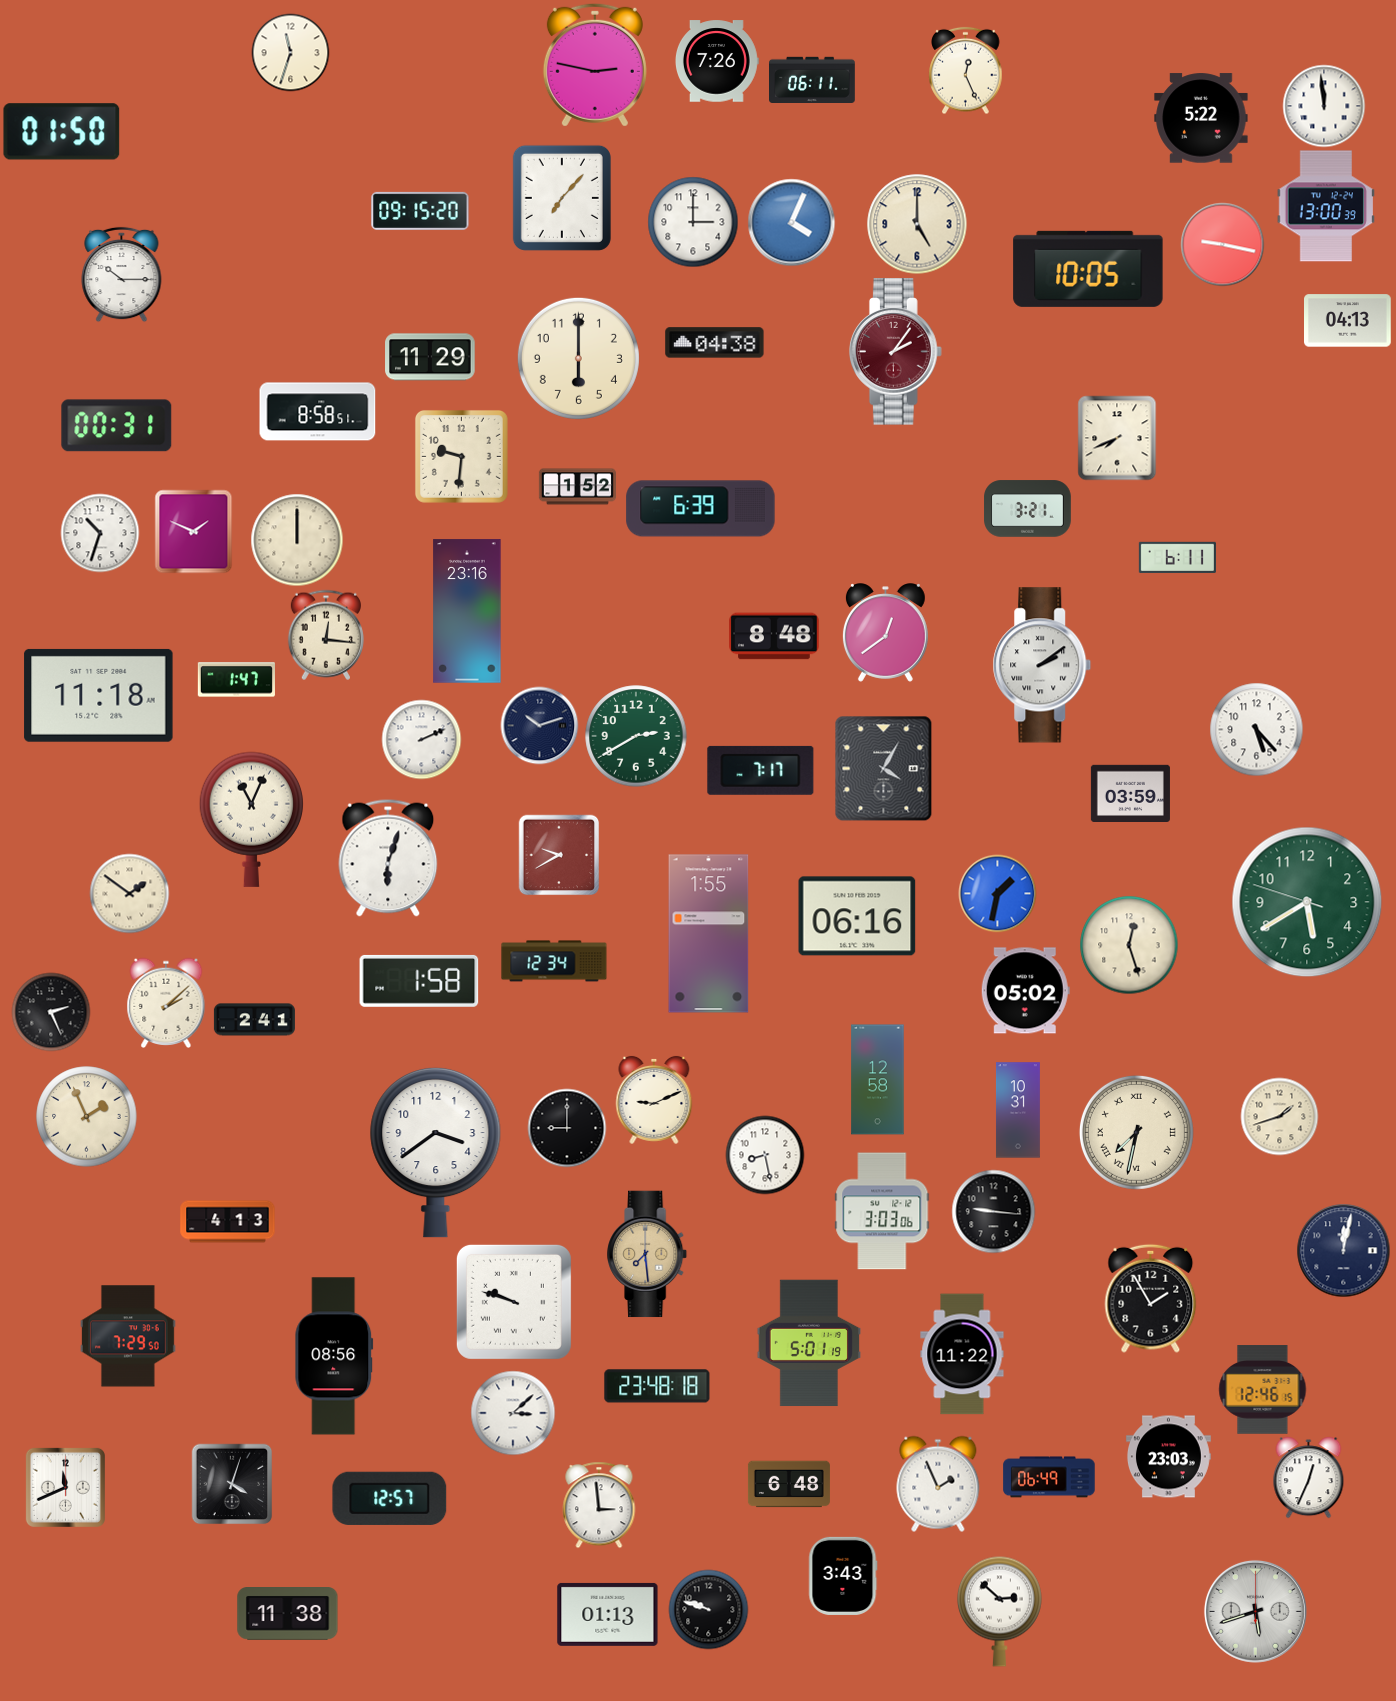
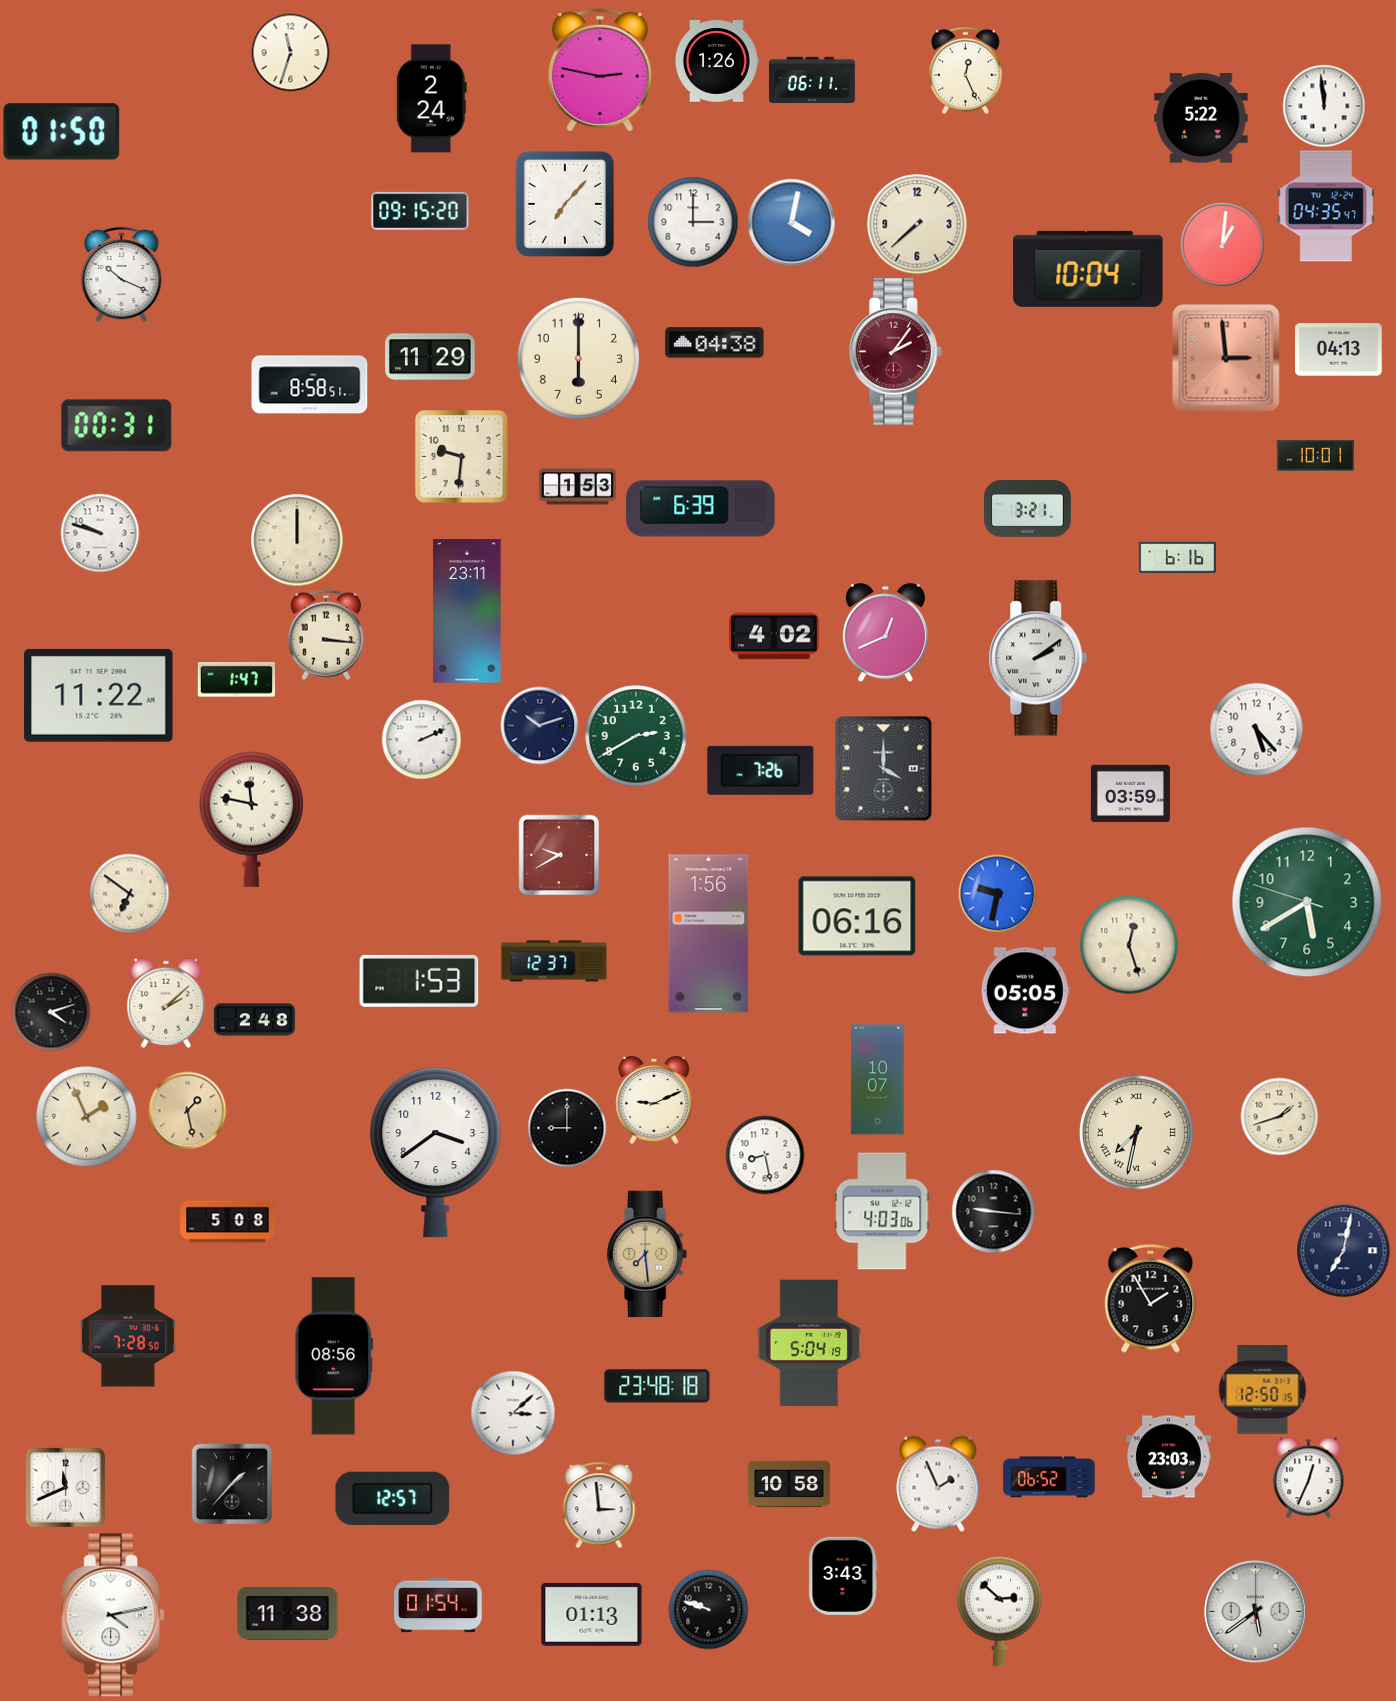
clock at (717, 61): 7:26 -> 1:26
clock at (595, 65) position: (595, 65) -> (600, 70)
clock at (431, 99): none -> 2:24
clock at (562, 198) position: (562, 198) -> (565, 204)
clock at (1326, 206): 13:00 -> 04:35
clock at (791, 222): 4:04 -> 4:02
clock at (917, 224): 5:00 -> 7:38
clock at (1222, 244): 9:17 -> 1:01
clock at (1088, 269): 10:05 -> 10:04
clock at (122, 274): 10:15 -> 10:19
clock at (1348, 321) position: (1348, 321) -> (1339, 350)
clock at (1226, 358): none -> 2:59
clock at (318, 412) position: (318, 412) -> (310, 385)
clock at (1117, 438): 7:41 -> none
clock at (1315, 455): none -> 10:01
clock at (577, 487): 1:52 -> 1:53
clock at (194, 531): 1:49 -> none
clock at (100, 533): 10:33 -> 9:48
clock at (1177, 557): 6:11 -> 6:16
clock at (467, 611): 23:16 -> 23:11
clock at (885, 633): 12:39 -> 12:41
clock at (326, 635): 12:16 -> 3:16
clock at (774, 636): 8:48 -> 4:02
clock at (1042, 665) position: (1042, 665) -> (1038, 658)
clock at (99, 695): 11:18 -> 11:22
clock at (884, 768): 4:05 -> 4:00
clock at (761, 770): 7:17 -> 7:26
clock at (251, 819): 11:04 -> 11:47
clock at (388, 858): 6:03 -> none
clock at (129, 893): 1:51 -> 6:51
clock at (997, 893): 1:32 -> 9:32
clock at (709, 934): 1:55 -> 1:56
clock at (554, 961): 12:34 -> 12:37
clock at (419, 981): 1:58 -> 1:53
clock at (1025, 991): 05:02 -> 05:05
clock at (51, 1012): 2:26 -> 4:12
clock at (254, 1020): 2:41 -> 2:48
clock at (878, 1080): 12:58 -> 10:07
clock at (187, 1110): none -> 1:28
clock at (1018, 1110): 10:31 -> none
clock at (882, 1211): 3:03 -> 4:03
clock at (228, 1222): 4:13 -> 5:08
clock at (1343, 1250): 12:02 -> 7:02
clock at (514, 1302): 9:48 -> none
clock at (128, 1336): 7:29 -> 7:28
clock at (808, 1343): 5:01 -> 5:04
clock at (962, 1354): 11:22 -> none
clock at (1263, 1390): 12:46 -> 12:50
clock at (1049, 1477): 06:49 -> 06:52
clock at (232, 1484): 4:03 -> 1:37
clock at (789, 1484): 6:48 -> 10:58
clock at (390, 1498) position: (390, 1498) -> (393, 1498)
clock at (438, 1605): none -> 01:54
clock at (1255, 1611): 5:42 -> 5:39
clock at (608, 1614) position: (608, 1614) -> (592, 1614)
clock at (113, 1615): none -> 4:13
